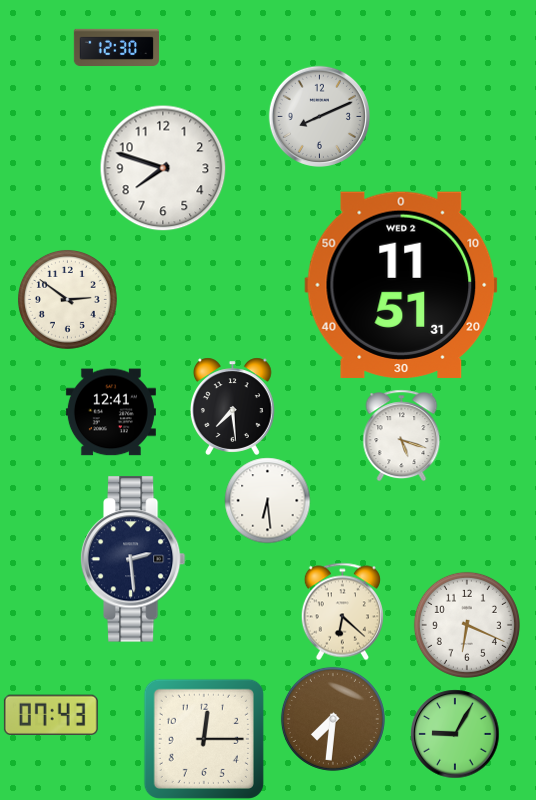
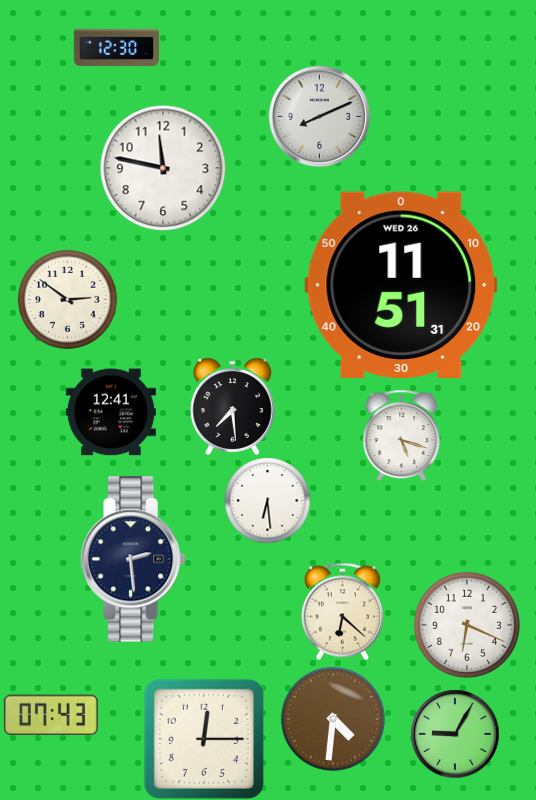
clock at (163, 168): 7:48 -> 11:47
clock at (401, 285) date: WED 2 -> WED 26
clock at (333, 719): 7:31 -> 4:31
